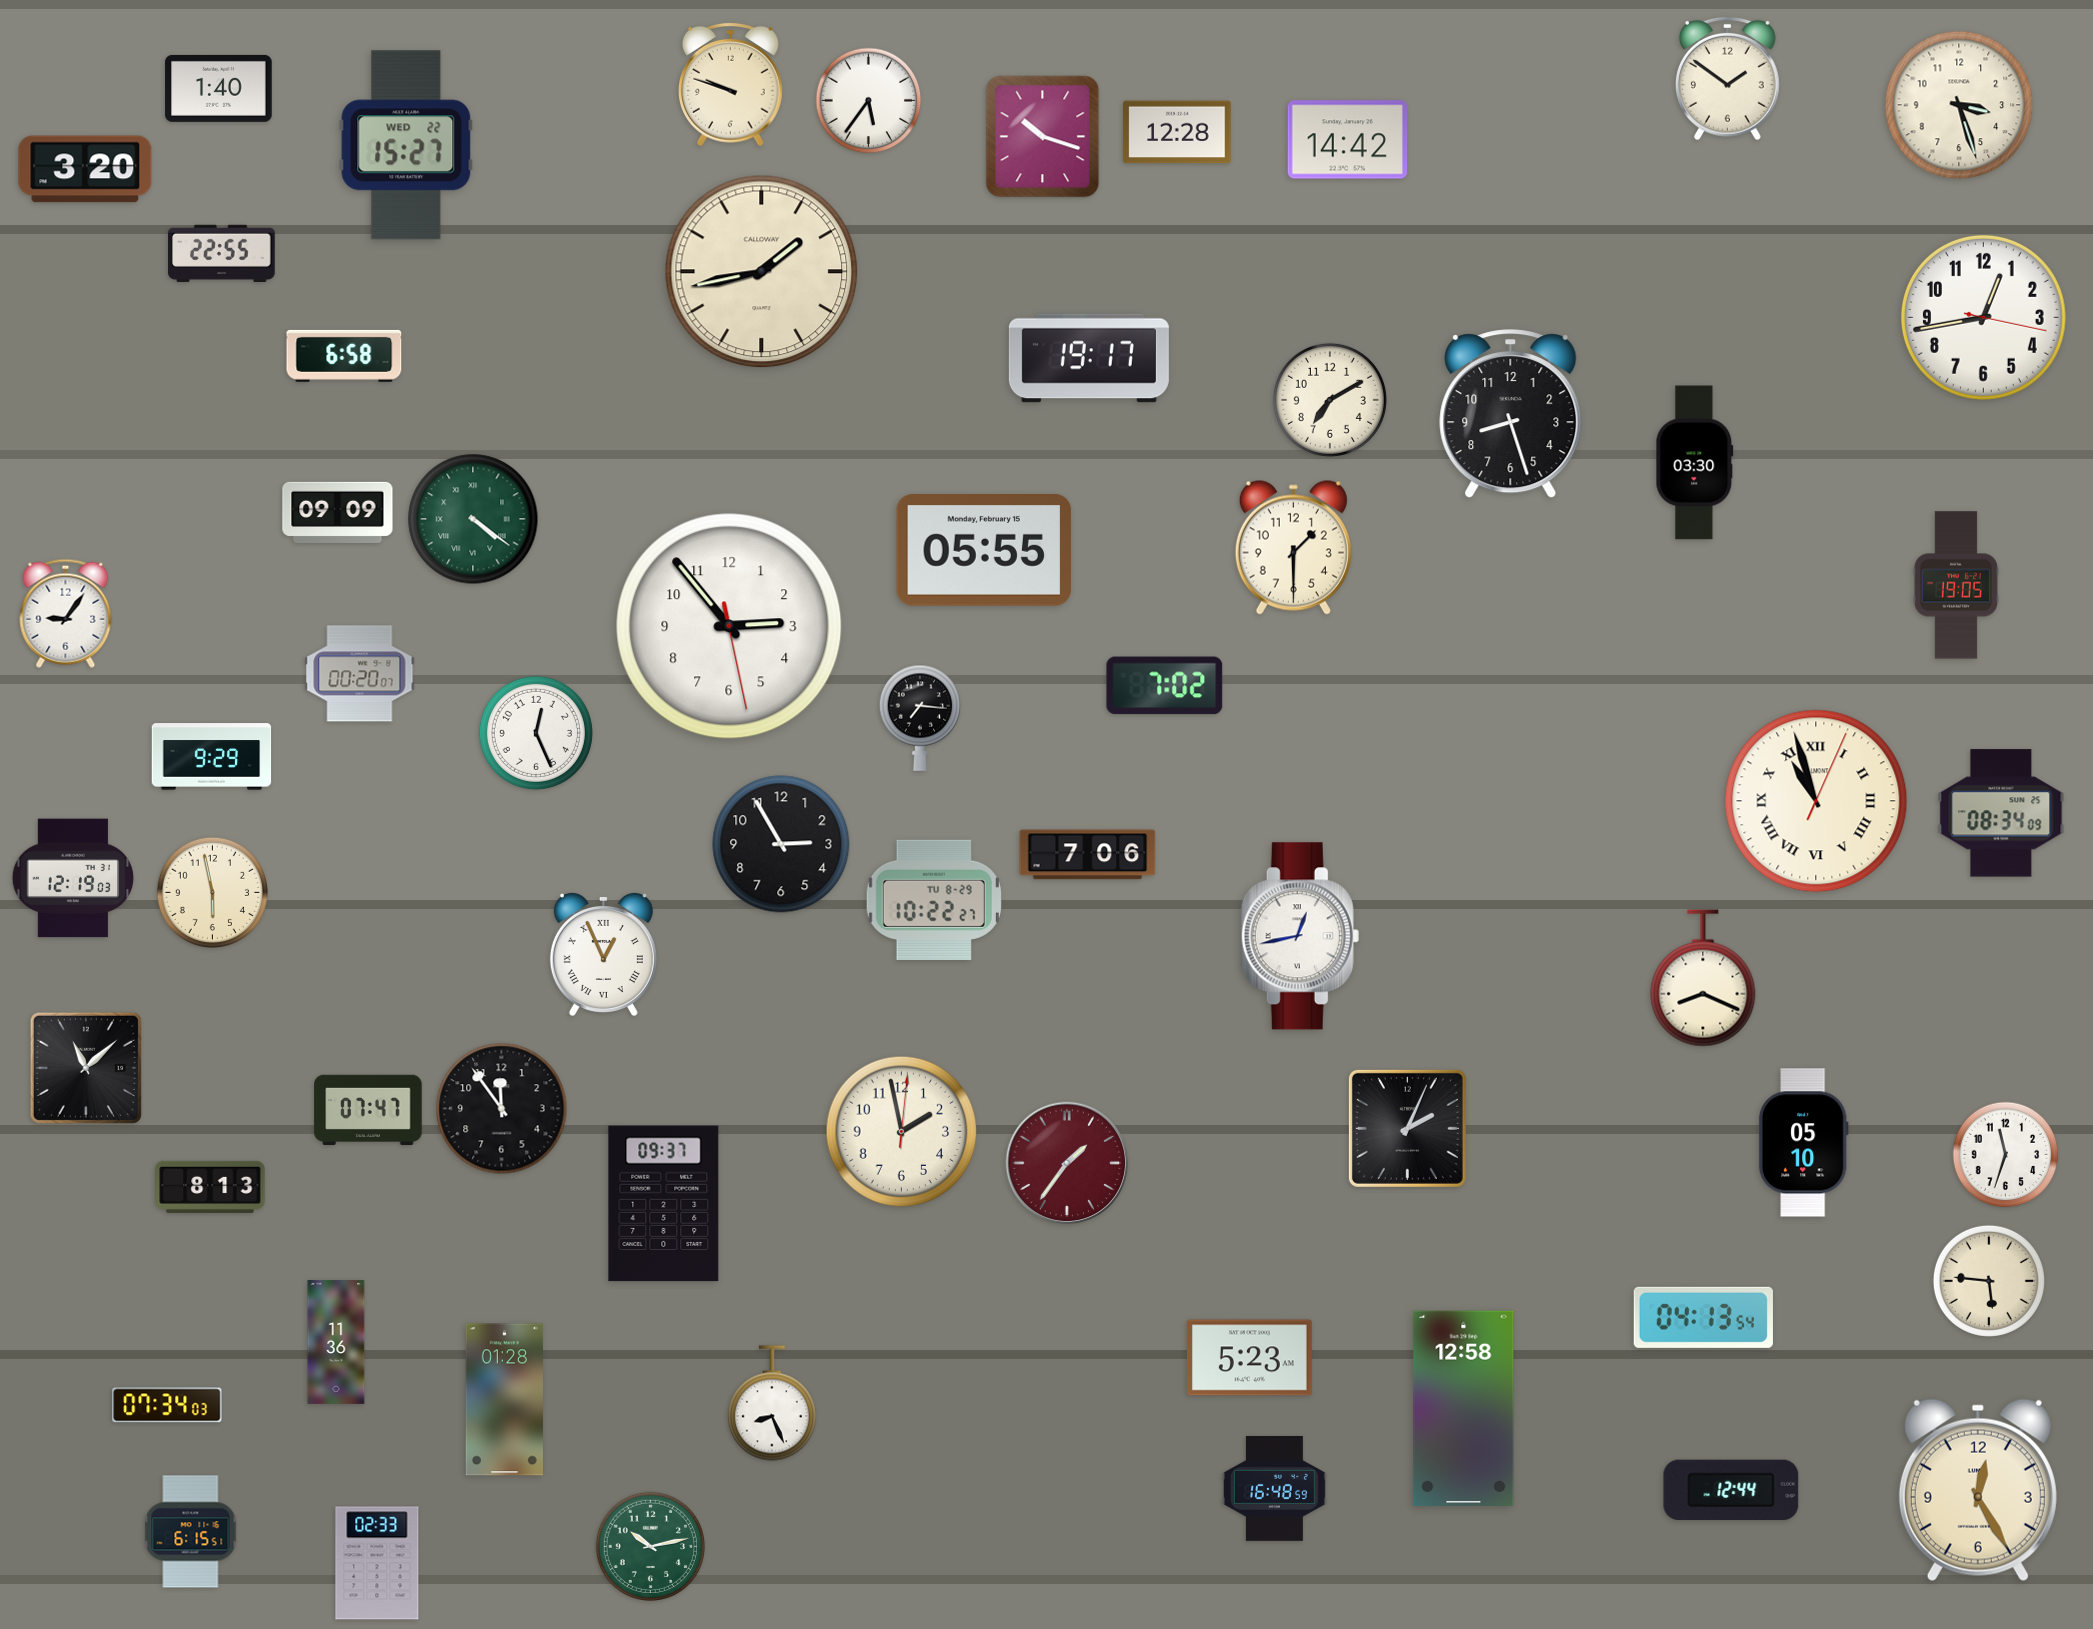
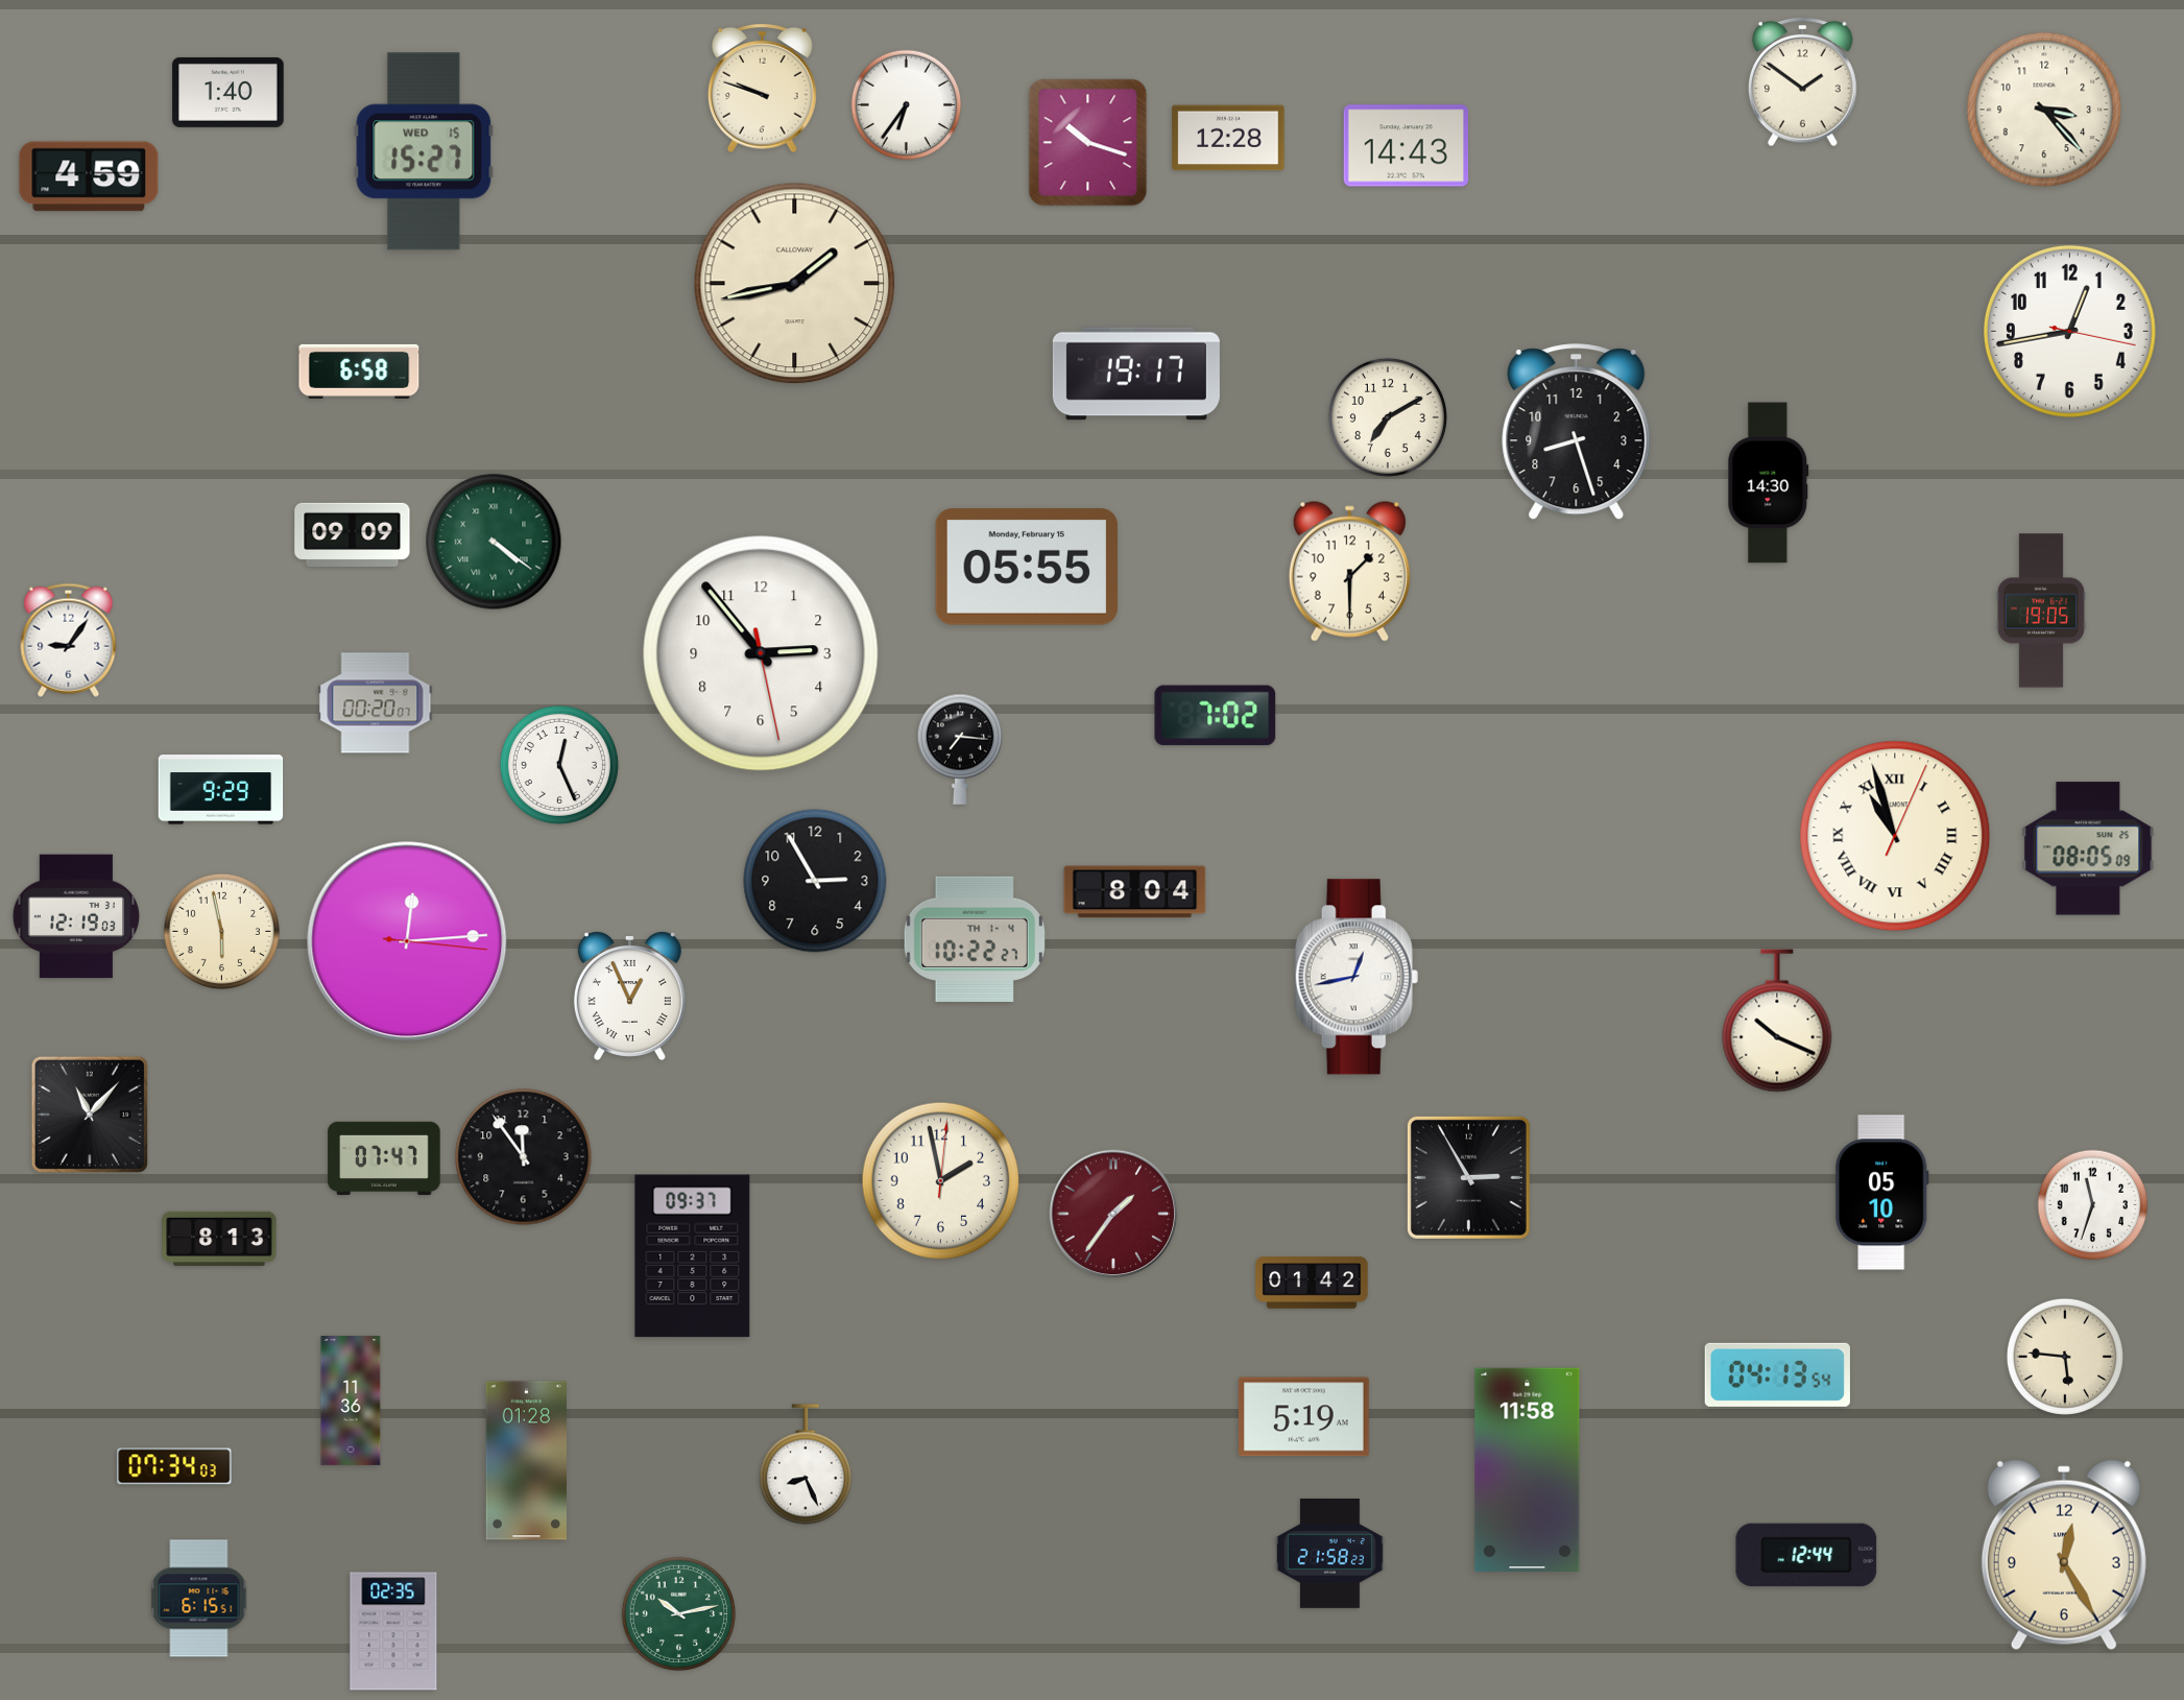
clock at (869, 101): 5:36 -> 6:36
clock at (1959, 105): 3:27 -> 3:23
clock at (1348, 140): 14:42 -> 14:43
clock at (406, 145) date: WED 22 -> WED 15
clock at (85, 169): 3:20 -> 4:59
clock at (222, 253): 22:55 -> none
clock at (1695, 463): 03:30 -> 14:30
clock at (984, 551) position: (984, 551) -> (1027, 568)
clock at (2001, 813): 08:34 -> 08:05
clock at (1088, 855): 7:06 -> 8:04
clock at (934, 900) date: TU 8-29 -> TH 1-4
clock at (407, 941): none -> 12:14
clock at (1703, 978): 8:19 -> 10:19
clock at (86, 1068): 11:08 -> 11:07
clock at (1407, 1128): 2:04 -> 2:55
clock at (1312, 1283): none -> 01:42
clock at (1989, 1281) position: (1989, 1281) -> (2065, 1357)
clock at (1250, 1358): 5:23 -> 5:19
clock at (1464, 1408): 12:58 -> 11:58
clock at (1274, 1488): 16:48 -> 21:58
clock at (377, 1563): 02:33 -> 02:35
